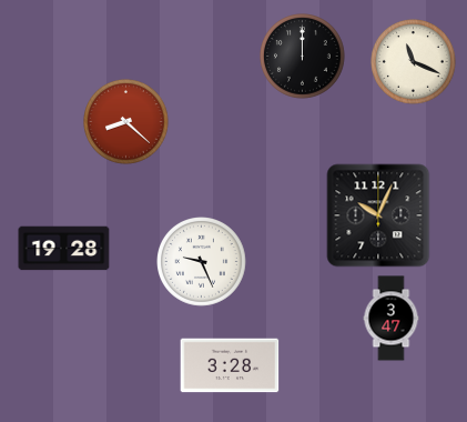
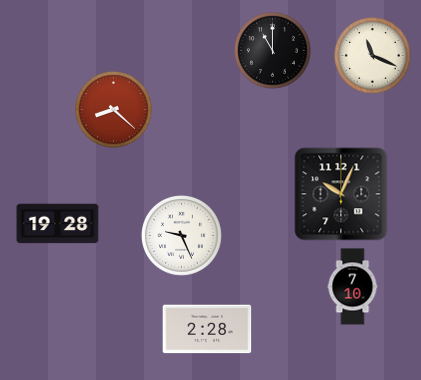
clock at (303, 57): 12:00 -> 11:00
clock at (392, 319): 3:47 -> 7:10
clock at (230, 365): 3:28 -> 2:28
